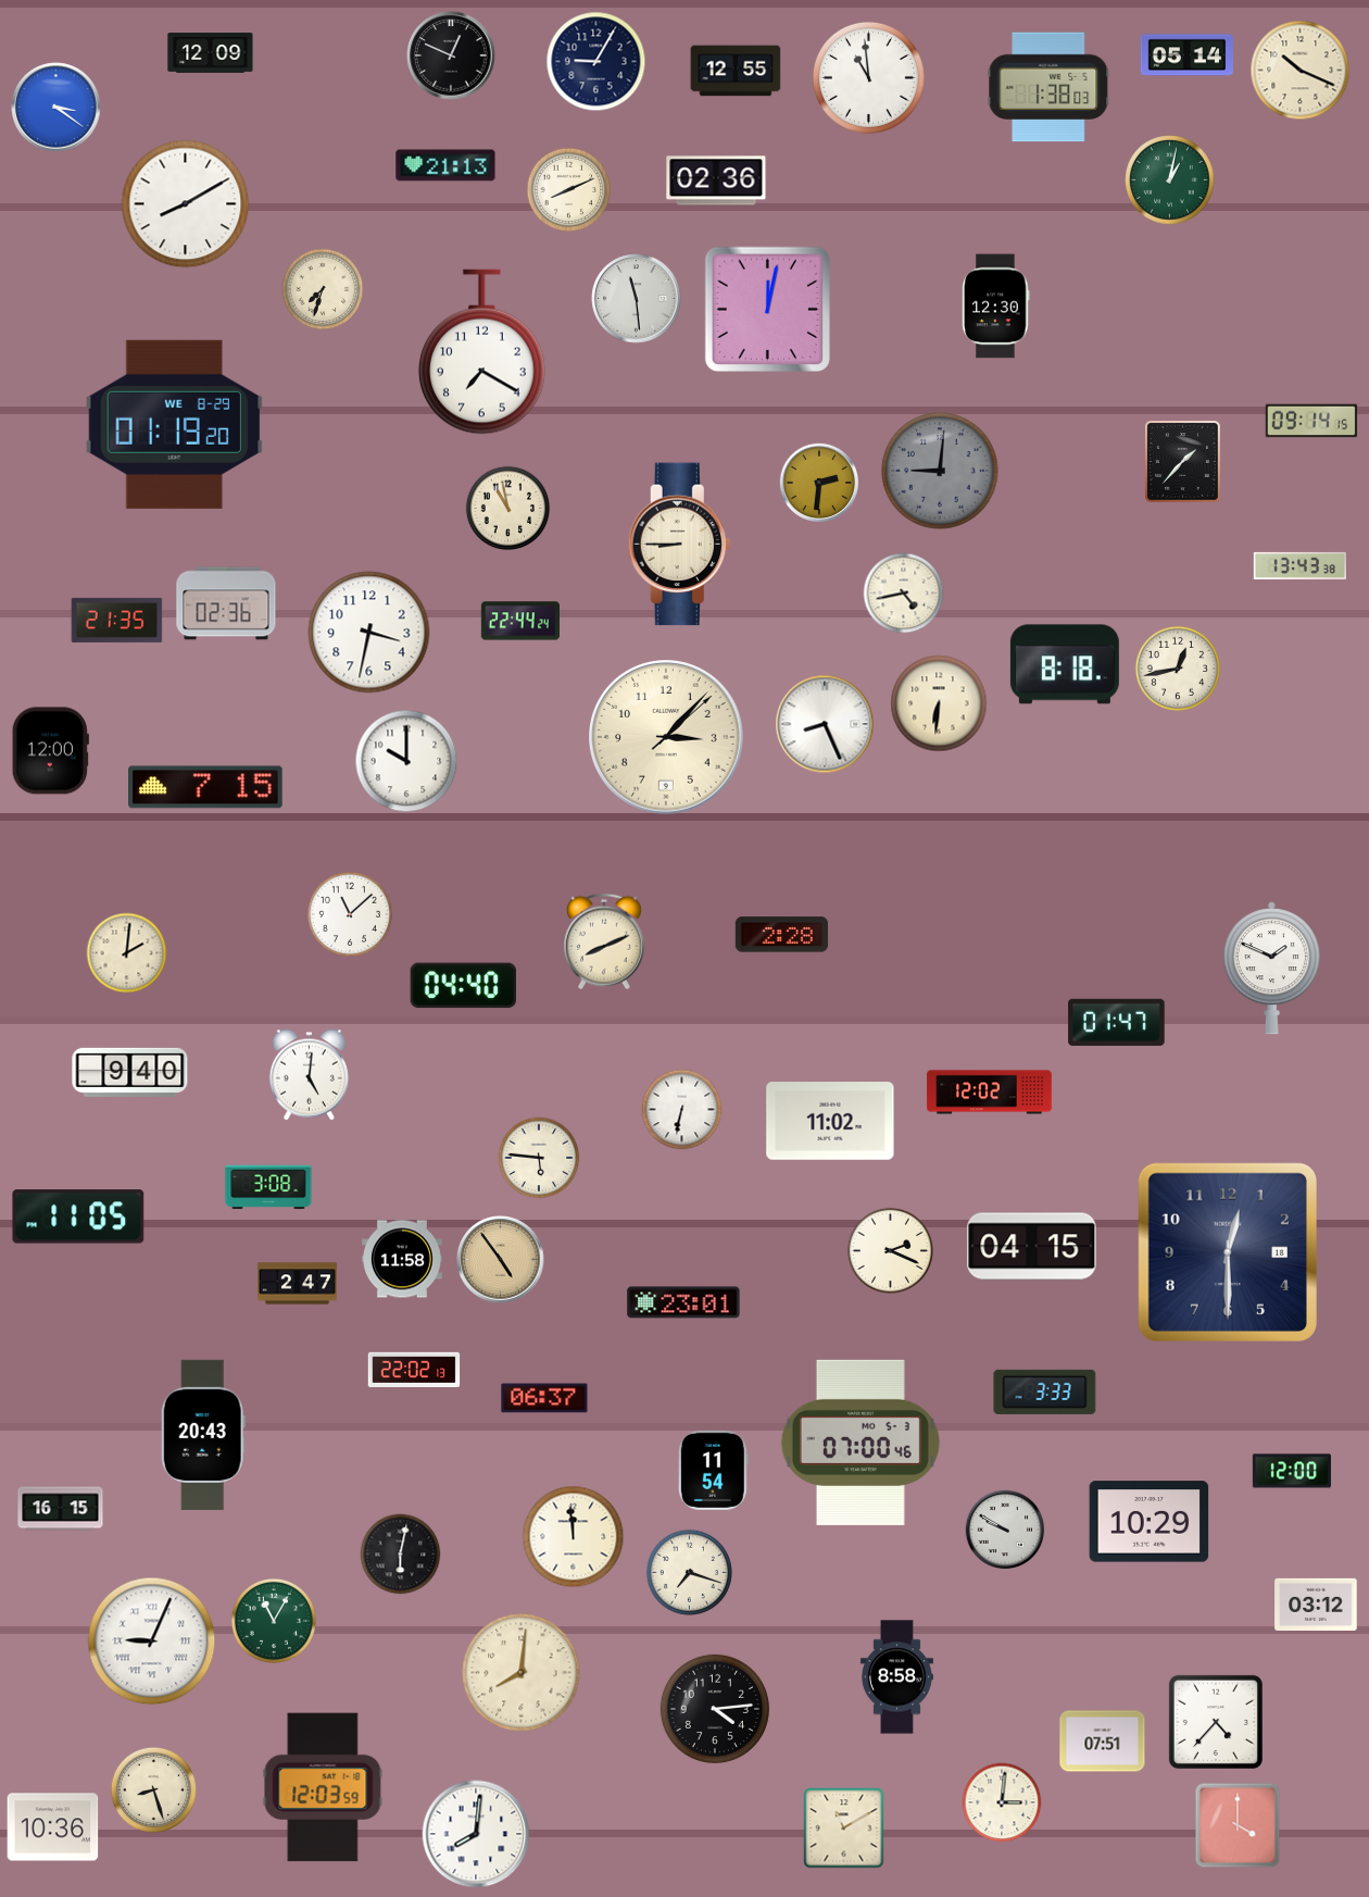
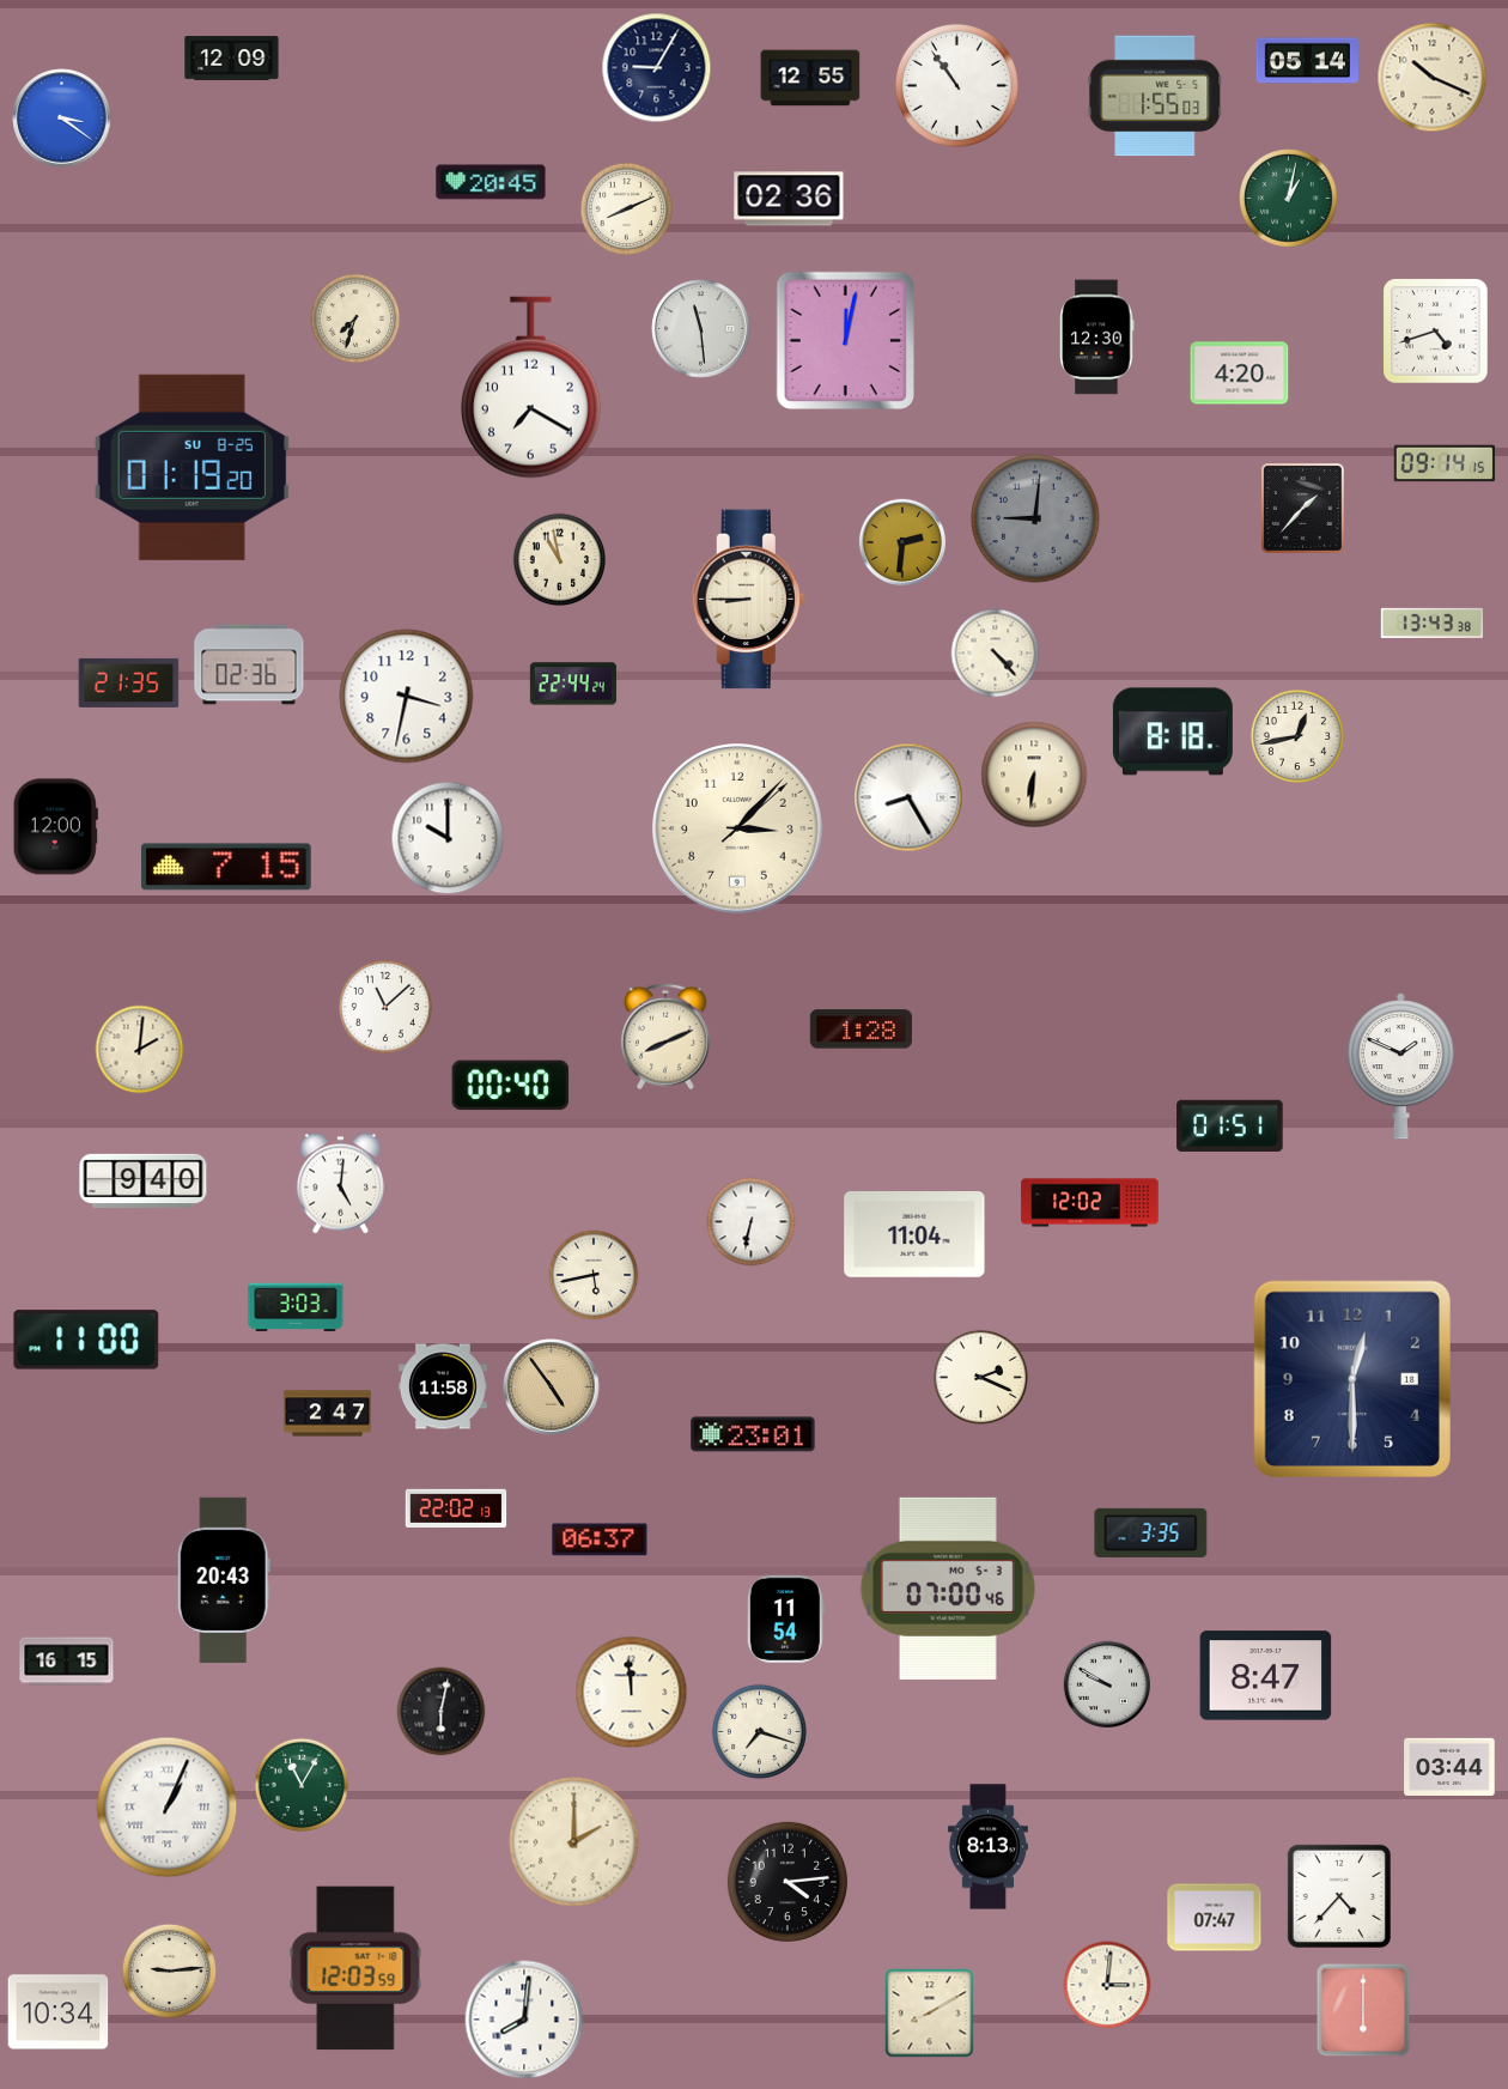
clock at (451, 55): 12:49 -> none
clock at (868, 77): 10:59 -> 10:54
clock at (1048, 87): 1:38 -> 1:55
clock at (445, 165): 21:13 -> 20:45
clock at (186, 204): 8:10 -> none
clock at (1436, 332): none -> 4:42
clock at (1240, 374): none -> 4:20
clock at (174, 424) date: WE 8-29 -> SU 8-25
clock at (819, 483) position: (819, 483) -> (902, 542)
clock at (904, 594): 4:43 -> 4:23
clock at (825, 724): 8:26 -> 8:25
clock at (667, 738) position: (667, 738) -> (738, 830)
clock at (781, 935): 2:28 -> 1:28
clock at (463, 986): 04:40 -> 00:40
clock at (1117, 1022): 01:47 -> 01:51
clock at (830, 1122): 11:02 -> 11:04
clock at (539, 1158): 5:46 -> 5:43
clock at (268, 1187): 3:08 -> 3:03
clock at (78, 1216): 11:05 -> 11:00
clock at (1032, 1247): 04:15 -> none
clock at (1045, 1391): 3:33 -> 3:35
clock at (1292, 1471): 12:00 -> none
clock at (1150, 1522): 10:29 -> 8:47
clock at (1316, 1605): 03:12 -> 03:44
clock at (152, 1642): 9:04 -> 1:04
clock at (522, 1673): 8:01 -> 2:00
clock at (896, 1677): 8:58 -> 8:13
clock at (1103, 1742): 07:51 -> 07:47
clock at (153, 1789): 8:27 -> 9:14
clock at (1002, 1802) position: (1002, 1802) -> (1107, 1985)
clock at (1238, 1825): 4:00 -> 6:00
clock at (53, 1827): 10:36 -> 10:34
clock at (844, 1829): 11:10 -> 8:10
